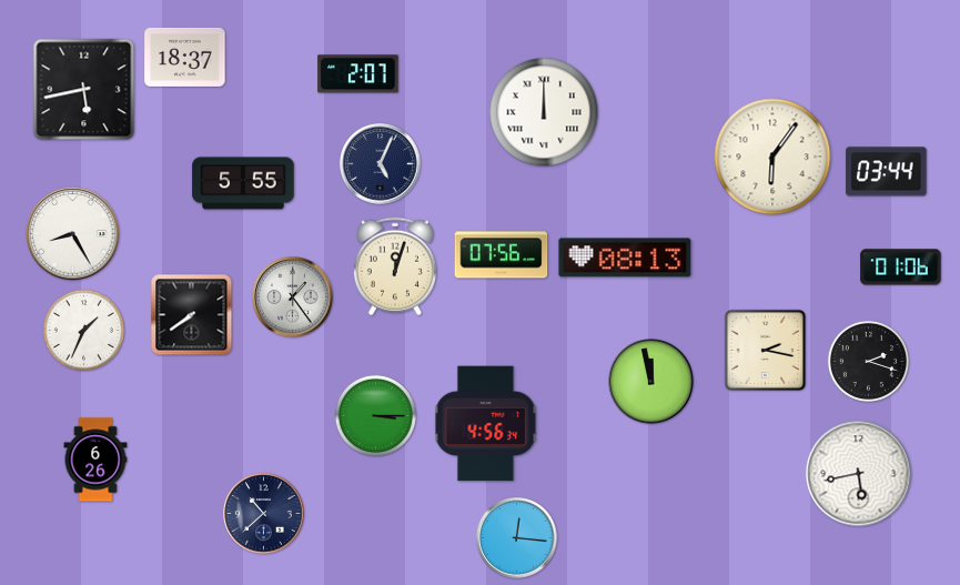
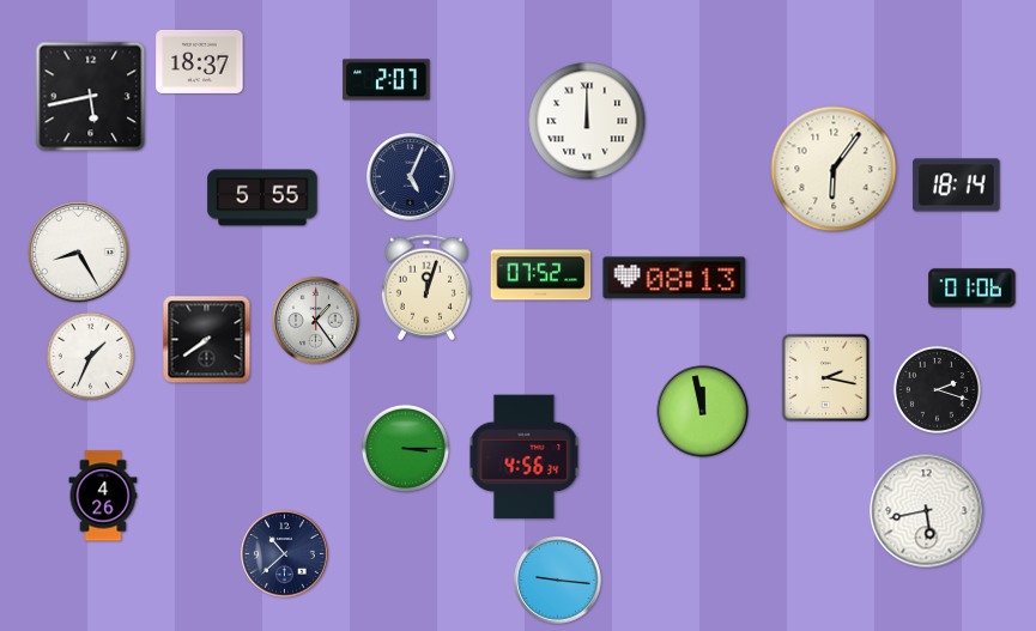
clock at (887, 172): 03:44 -> 18:14
clock at (502, 255): 07:56 -> 07:52
clock at (95, 460): 6:26 -> 4:26
clock at (517, 538): 12:16 -> 9:16
